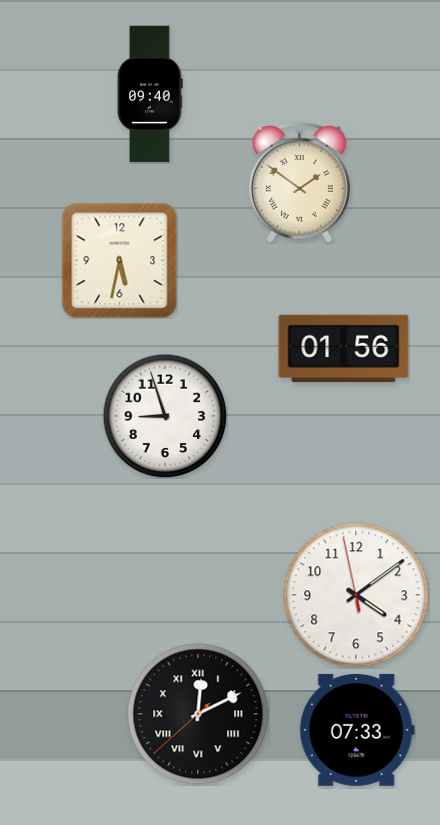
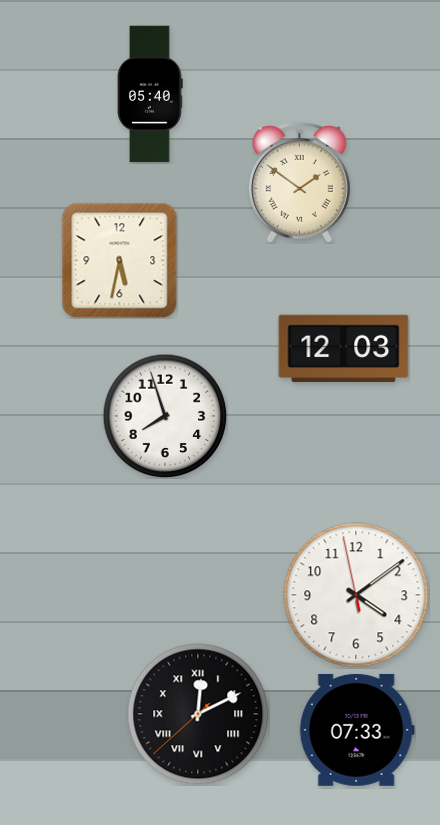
clock at (151, 94): 09:40 -> 05:40
clock at (344, 349): 01:56 -> 12:03
clock at (165, 416): 8:57 -> 7:57
